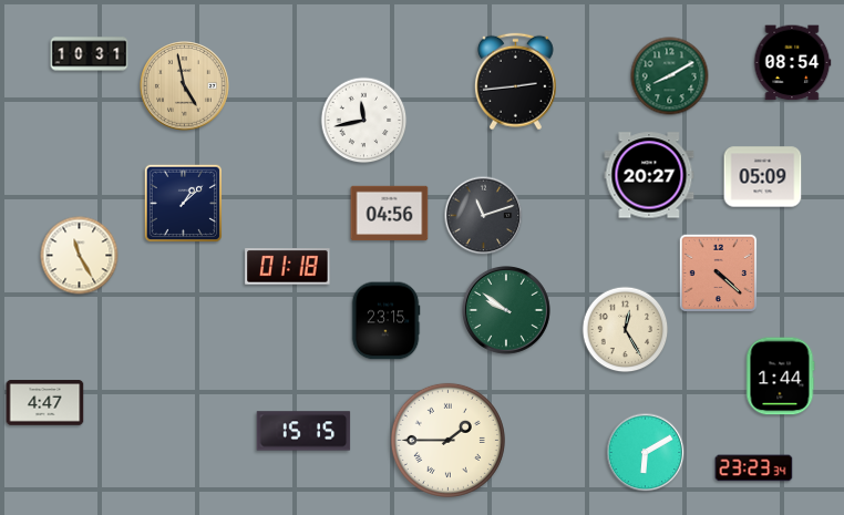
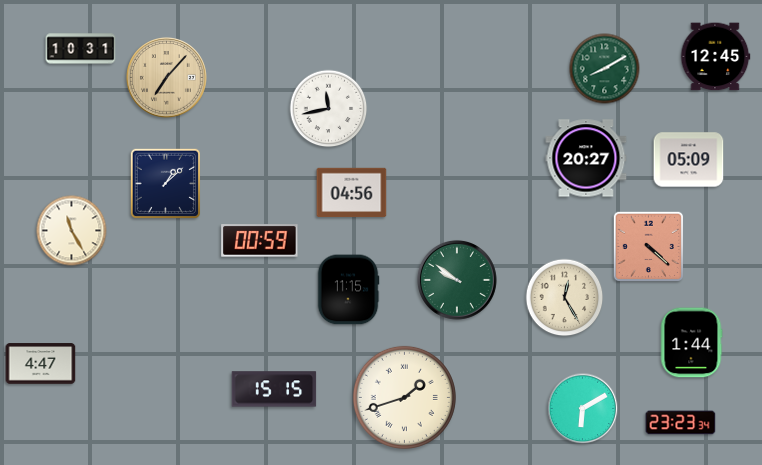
clock at (792, 63): 08:54 -> 12:45
clock at (515, 82): 2:44 -> none
clock at (185, 86): 4:58 -> 7:07
clock at (484, 216): 11:12 -> none
clock at (288, 267): 01:18 -> 00:59
clock at (385, 321): 23:15 -> 11:15
clock at (780, 377) position: (780, 377) -> (691, 343)
clock at (447, 440): 1:45 -> 1:42
